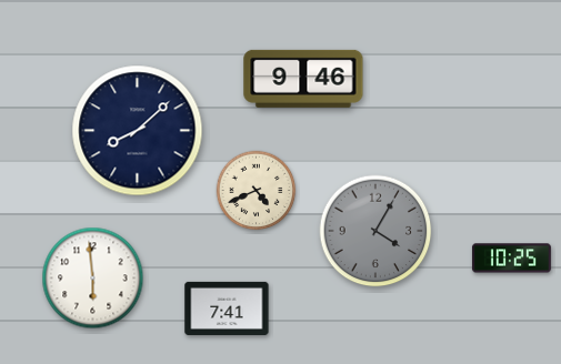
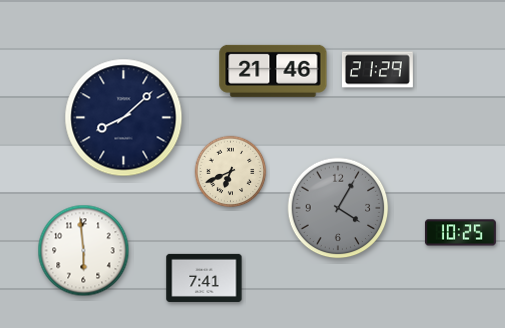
clock at (377, 70): none -> 21:29
clock at (303, 79): 9:46 -> 21:46
clock at (257, 191): 4:41 -> 6:41
